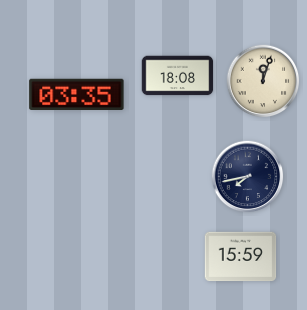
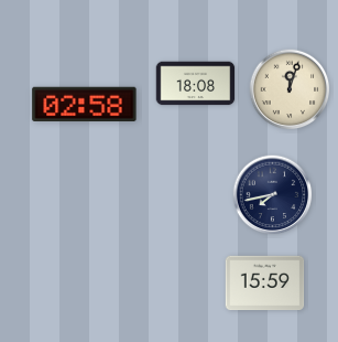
clock at (77, 95): 03:35 -> 02:58
